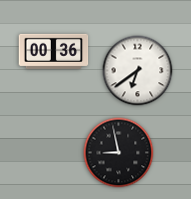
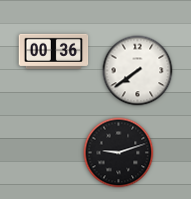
clock at (138, 71): 6:39 -> 7:39
clock at (119, 153): 8:58 -> 9:12
